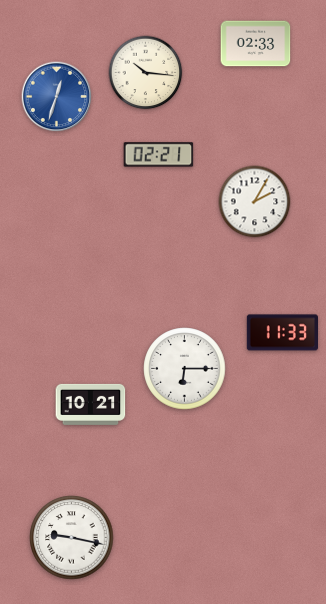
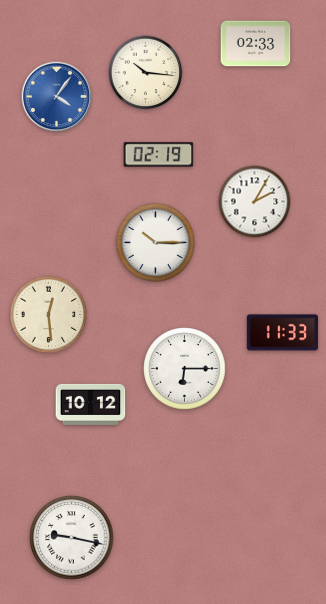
clock at (57, 97): 12:33 -> 4:06
clock at (159, 155): 02:21 -> 02:19
clock at (155, 242): none -> 10:15
clock at (48, 314): none -> 12:29
clock at (91, 404): 10:21 -> 10:12
